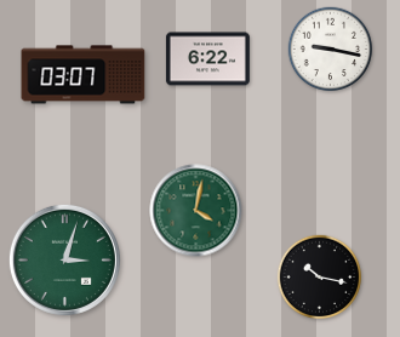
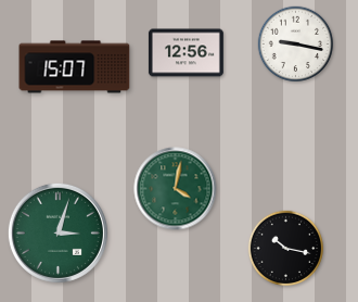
clock at (207, 59): 6:22 -> 12:56
clock at (84, 75): 03:07 -> 15:07
